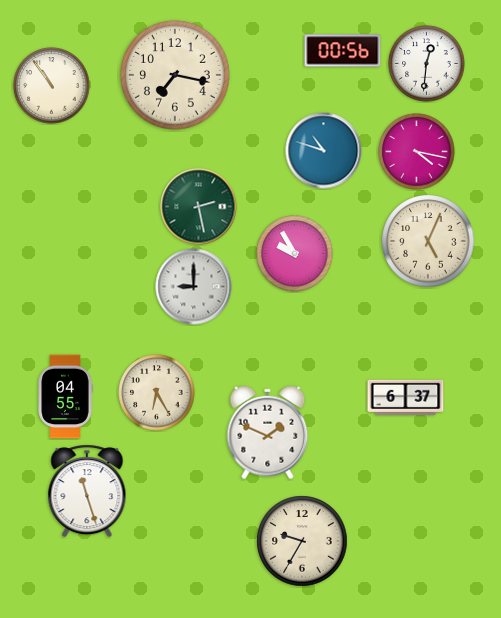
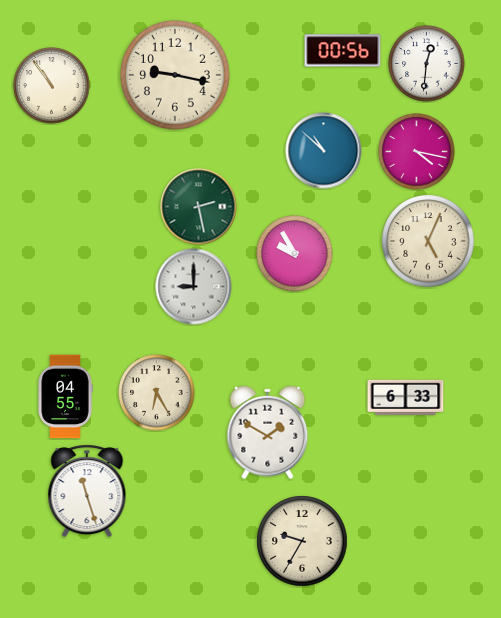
clock at (176, 76): 7:17 -> 9:17
clock at (324, 151): 10:48 -> 10:52
clock at (406, 397): 6:37 -> 6:33
clock at (268, 433): 1:49 -> 1:50
